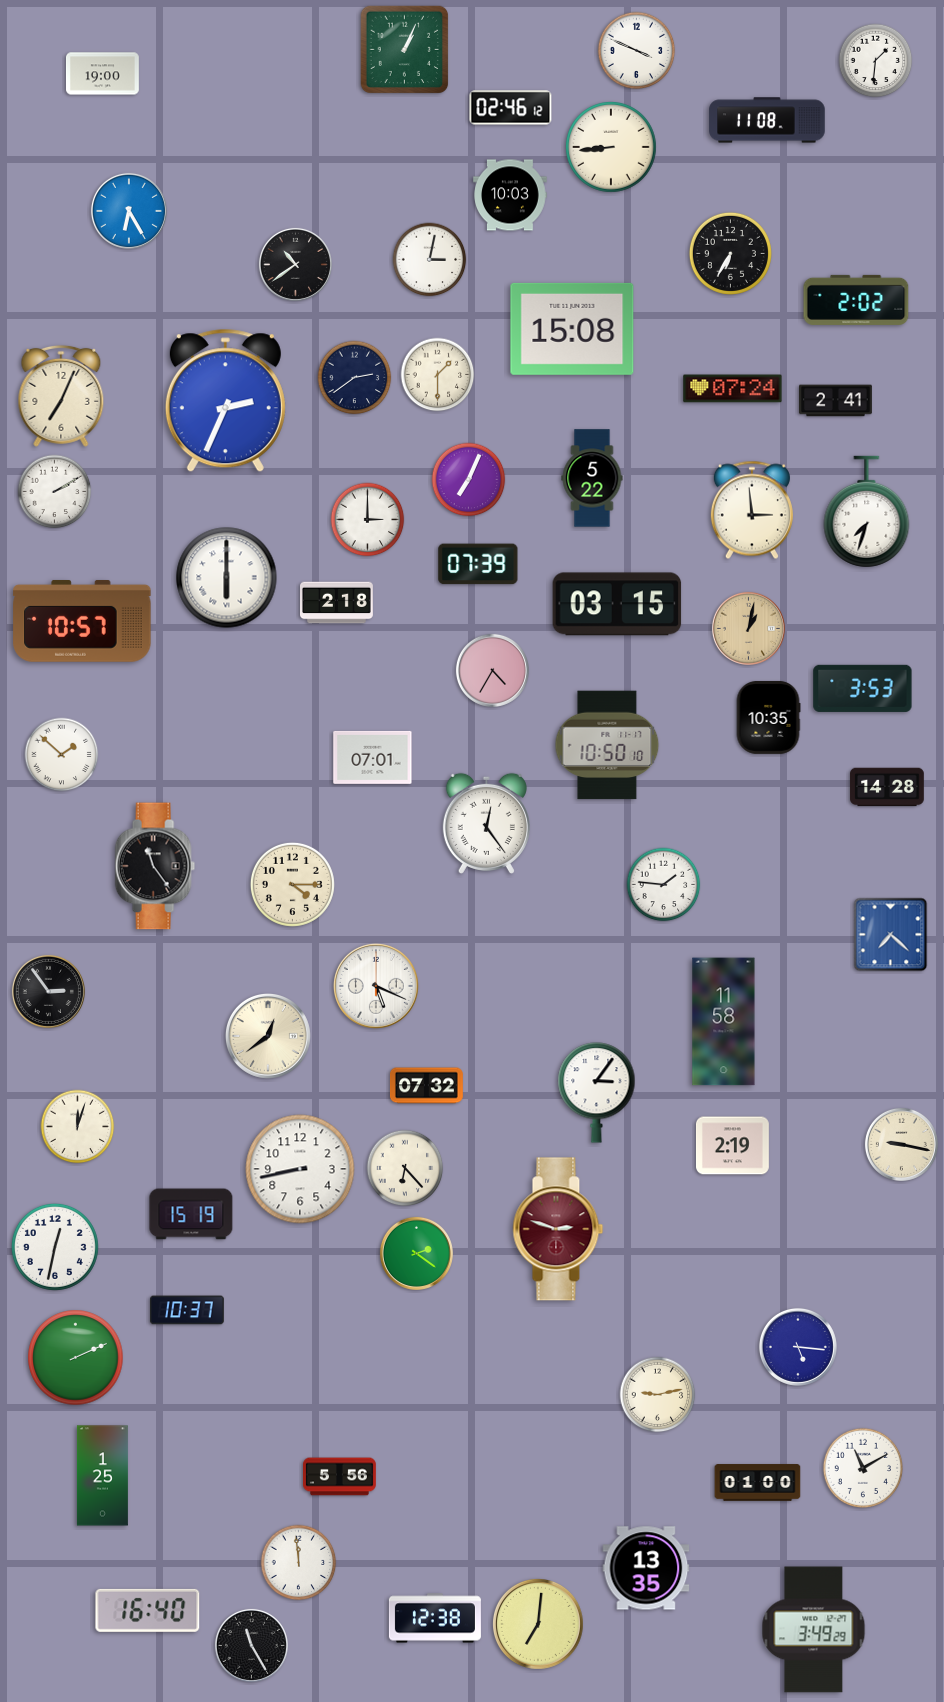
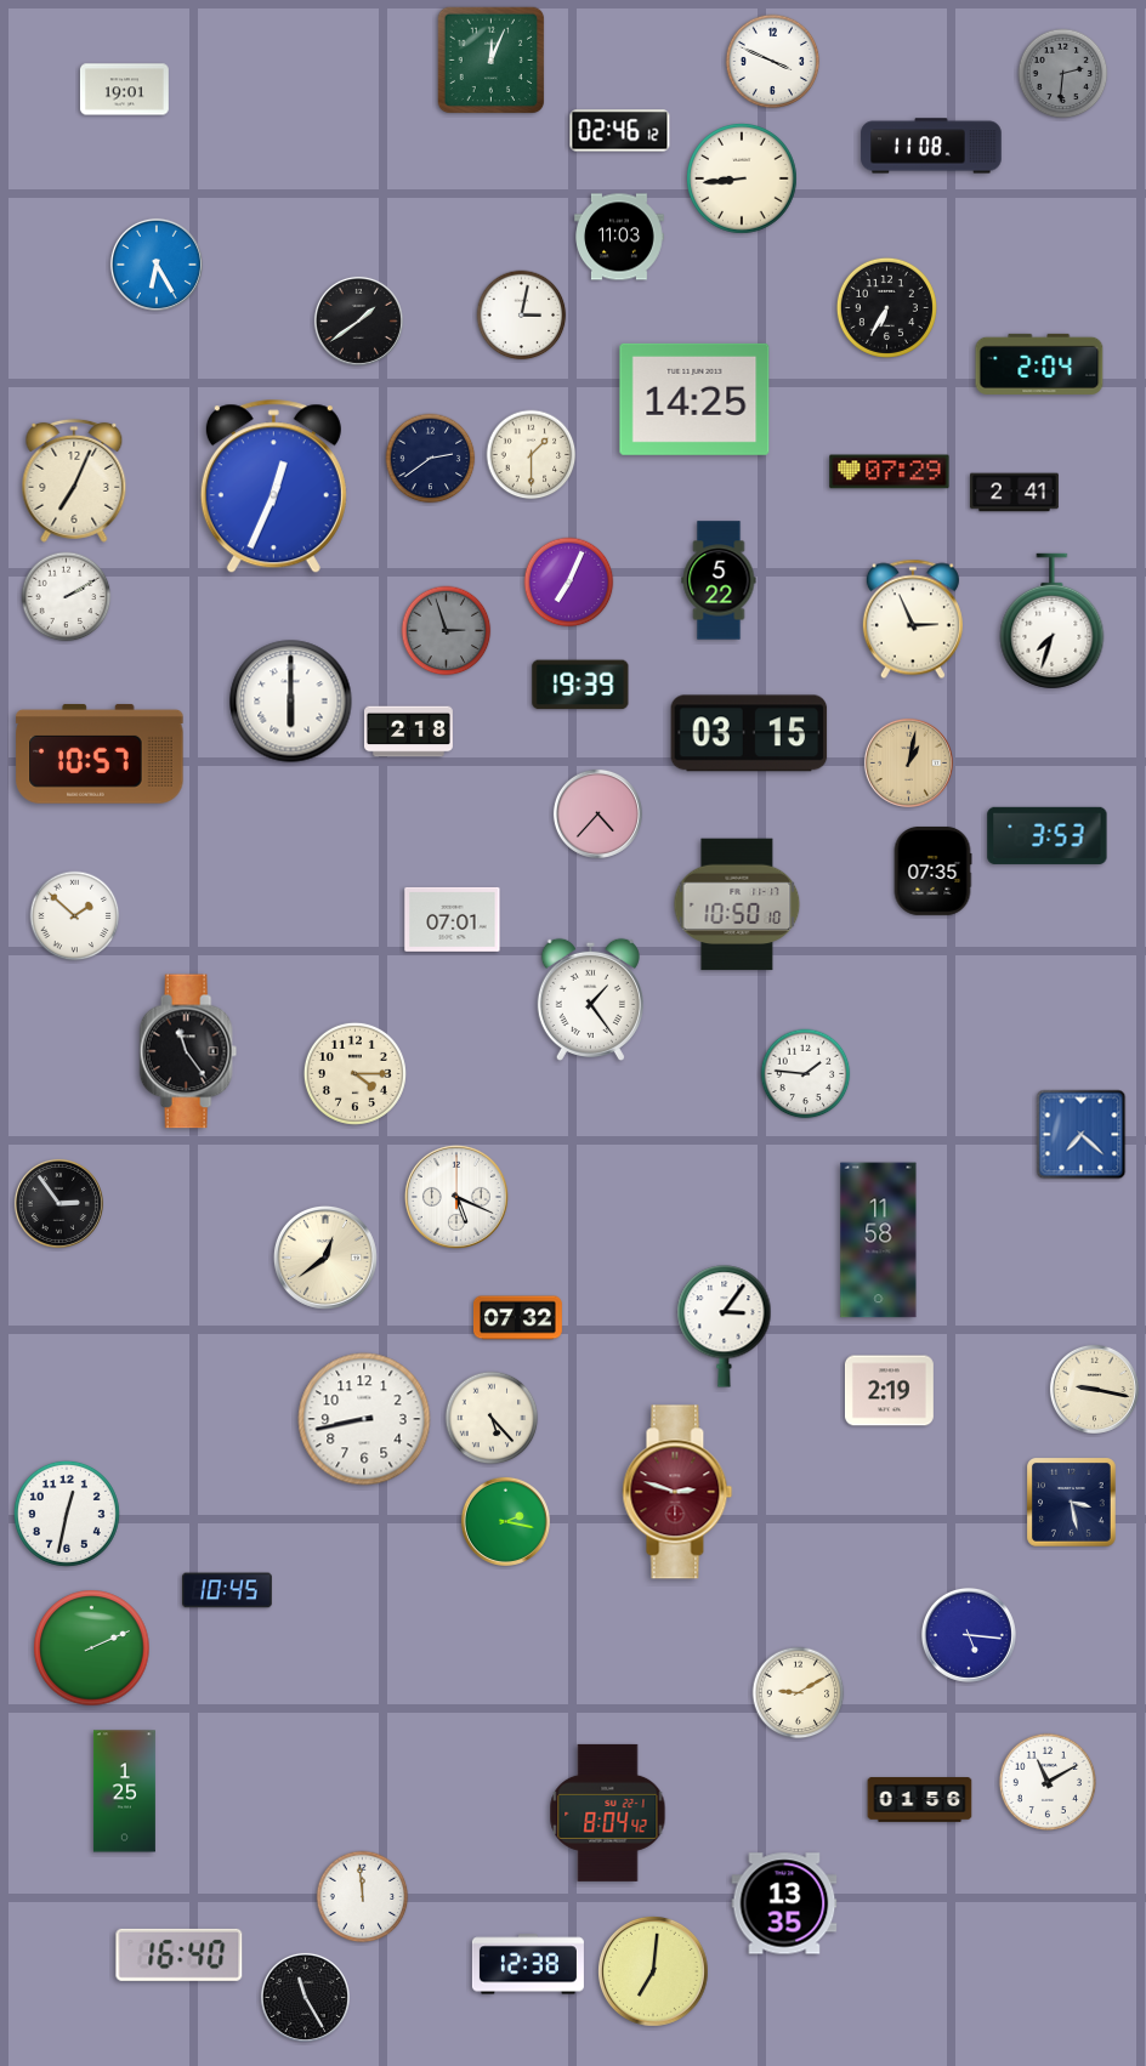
clock at (405, 50): 1:04 -> 12:04
clock at (876, 61): 1:31 -> 2:31
clock at (876, 61) dial: white -> grey
clock at (102, 74): 19:00 -> 19:01
clock at (510, 195): 10:03 -> 11:03
clock at (129, 211) position: (129, 211) -> (157, 265)
clock at (295, 264): 10:39 -> 1:39
clock at (856, 300): 2:02 -> 2:04
clock at (572, 329): 15:08 -> 14:25
clock at (733, 389): 07:24 -> 07:29
clock at (225, 401): 2:34 -> 12:34
clock at (836, 401) position: (836, 401) -> (1015, 493)
clock at (752, 510): 2:59 -> 2:56
clock at (368, 520): 3:00 -> 2:57
clock at (368, 520) dial: white -> grey
clock at (478, 564): 07:39 -> 19:39
clock at (227, 578) position: (227, 578) -> (291, 702)
clock at (492, 670): 4:35 -> 4:37
clock at (768, 717): 10:35 -> 07:35
clock at (887, 787): 14:28 -> none
clock at (486, 823): 12:24 -> 1:24
clock at (78, 1127): 12:03 -> none
clock at (405, 1168): 6:23 -> 5:23
clock at (191, 1214): 15:19 -> none
clock at (1072, 1503): none -> 3:28
clock at (416, 1253): 2:21 -> 2:17
clock at (188, 1310): 10:37 -> 10:45
clock at (658, 1395): 9:13 -> 9:10
clock at (340, 1477): 5:56 -> none
clock at (758, 1483): 01:00 -> 01:56
clock at (608, 1812): none -> 8:04
clock at (814, 1630): 3:49 -> none
